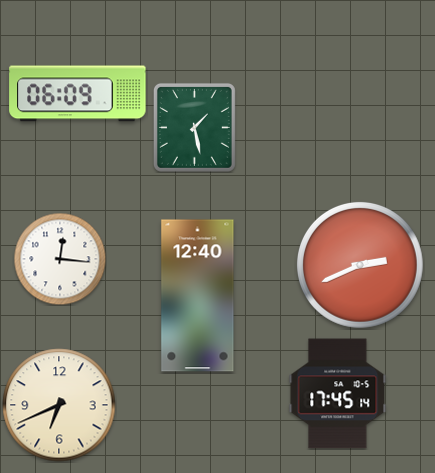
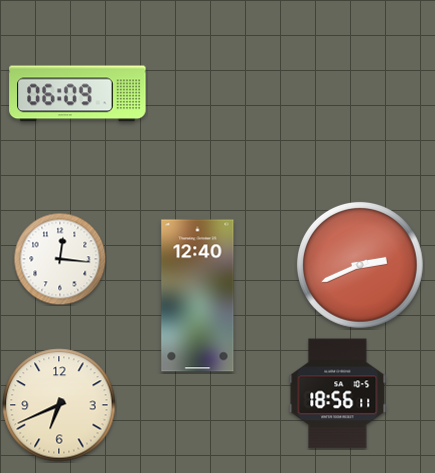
clock at (194, 127): 1:28 -> none
clock at (338, 394): 17:45 -> 18:56
